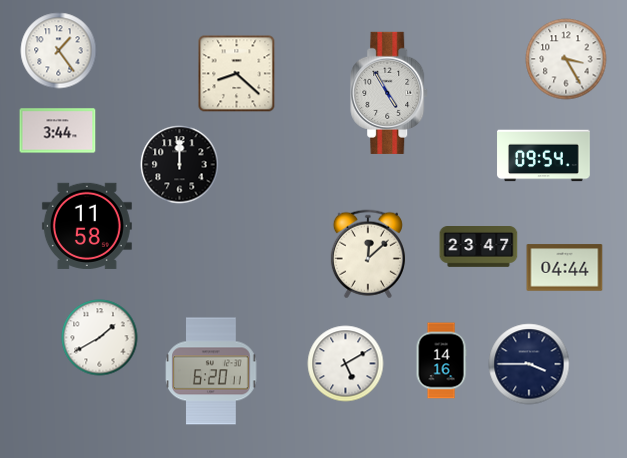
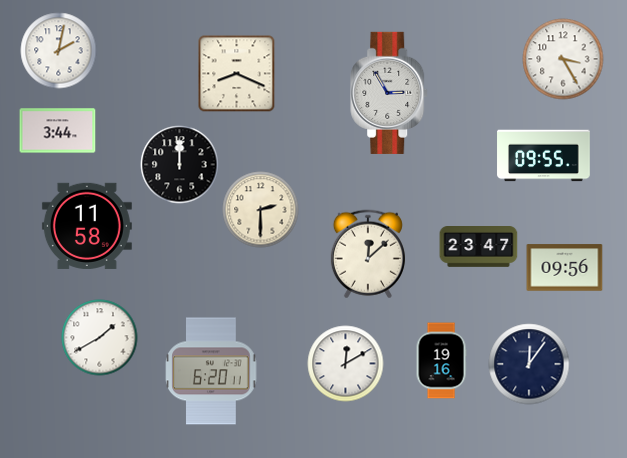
clock at (59, 51): 1:24 -> 2:02
clock at (566, 59) position: (566, 59) -> (563, 59)
clock at (237, 74): 8:22 -> 8:19
clock at (390, 93): 4:55 -> 2:55
clock at (544, 156): 09:54 -> 09:55
clock at (261, 210): none -> 2:30
clock at (565, 268): 04:44 -> 09:56
clock at (441, 361): 14:16 -> 19:16
clock at (346, 364): 5:10 -> 12:10
clock at (529, 364): 3:45 -> 12:06
